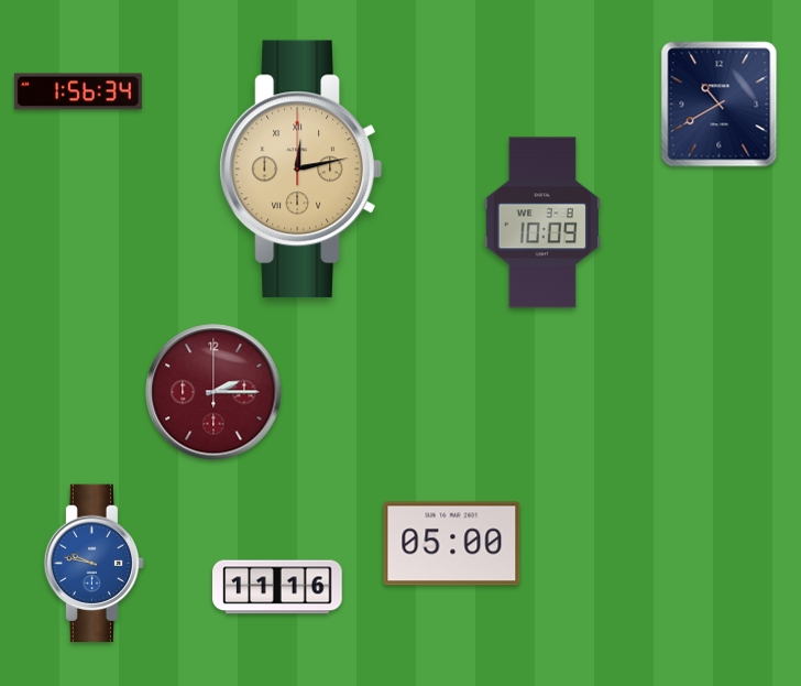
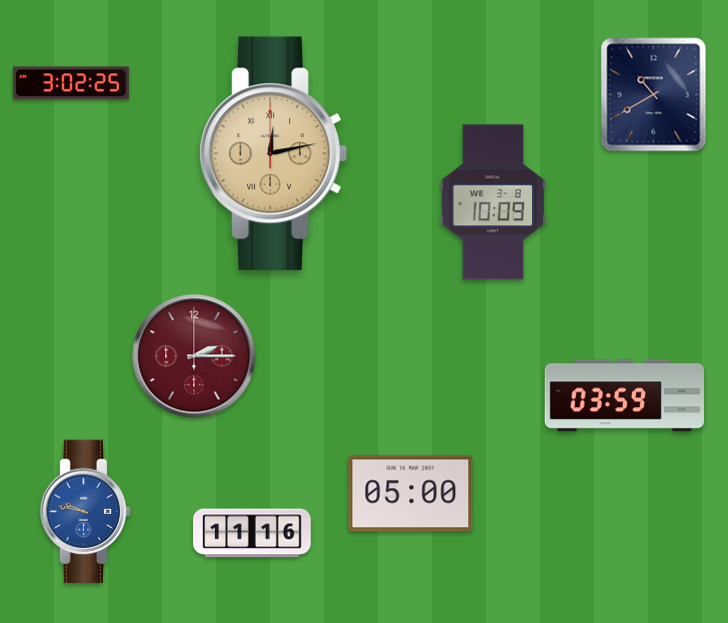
clock at (78, 91): 1:56 -> 3:02
clock at (624, 396): none -> 03:59
